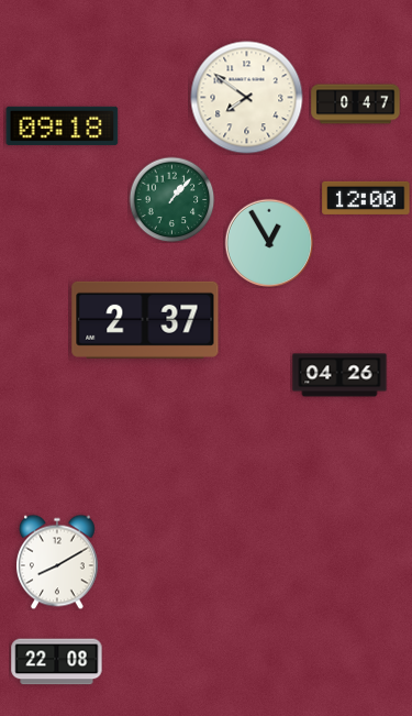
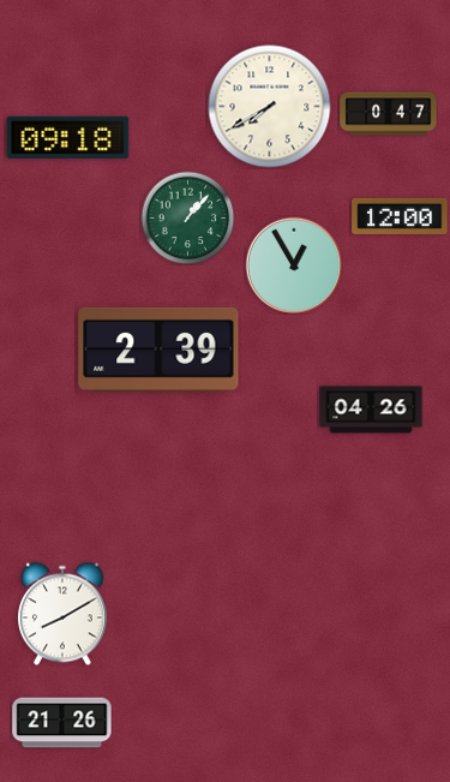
clock at (247, 98): 7:51 -> 7:40
clock at (145, 320): 2:37 -> 2:39
clock at (57, 662): 22:08 -> 21:26
